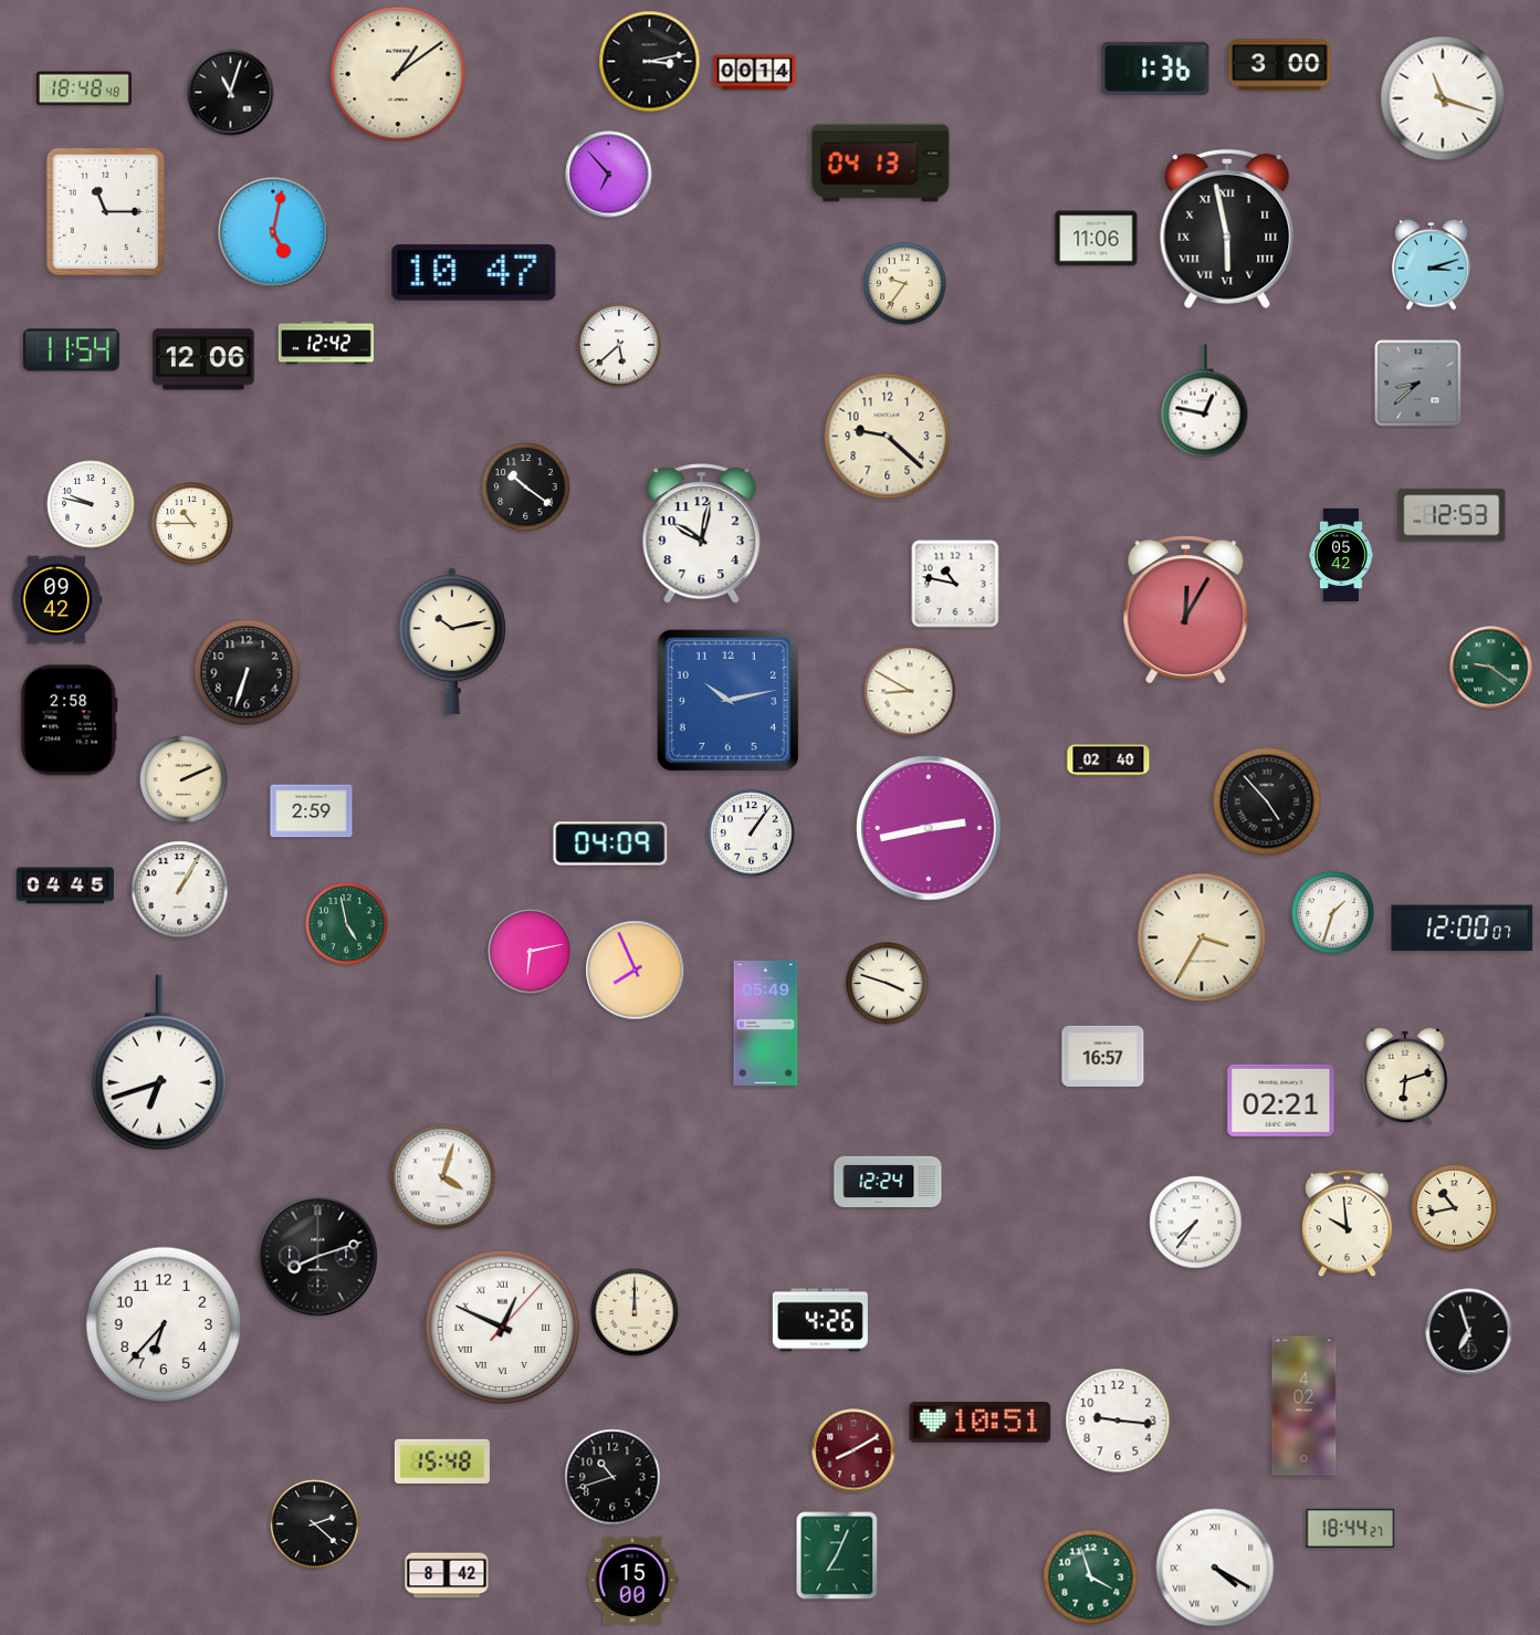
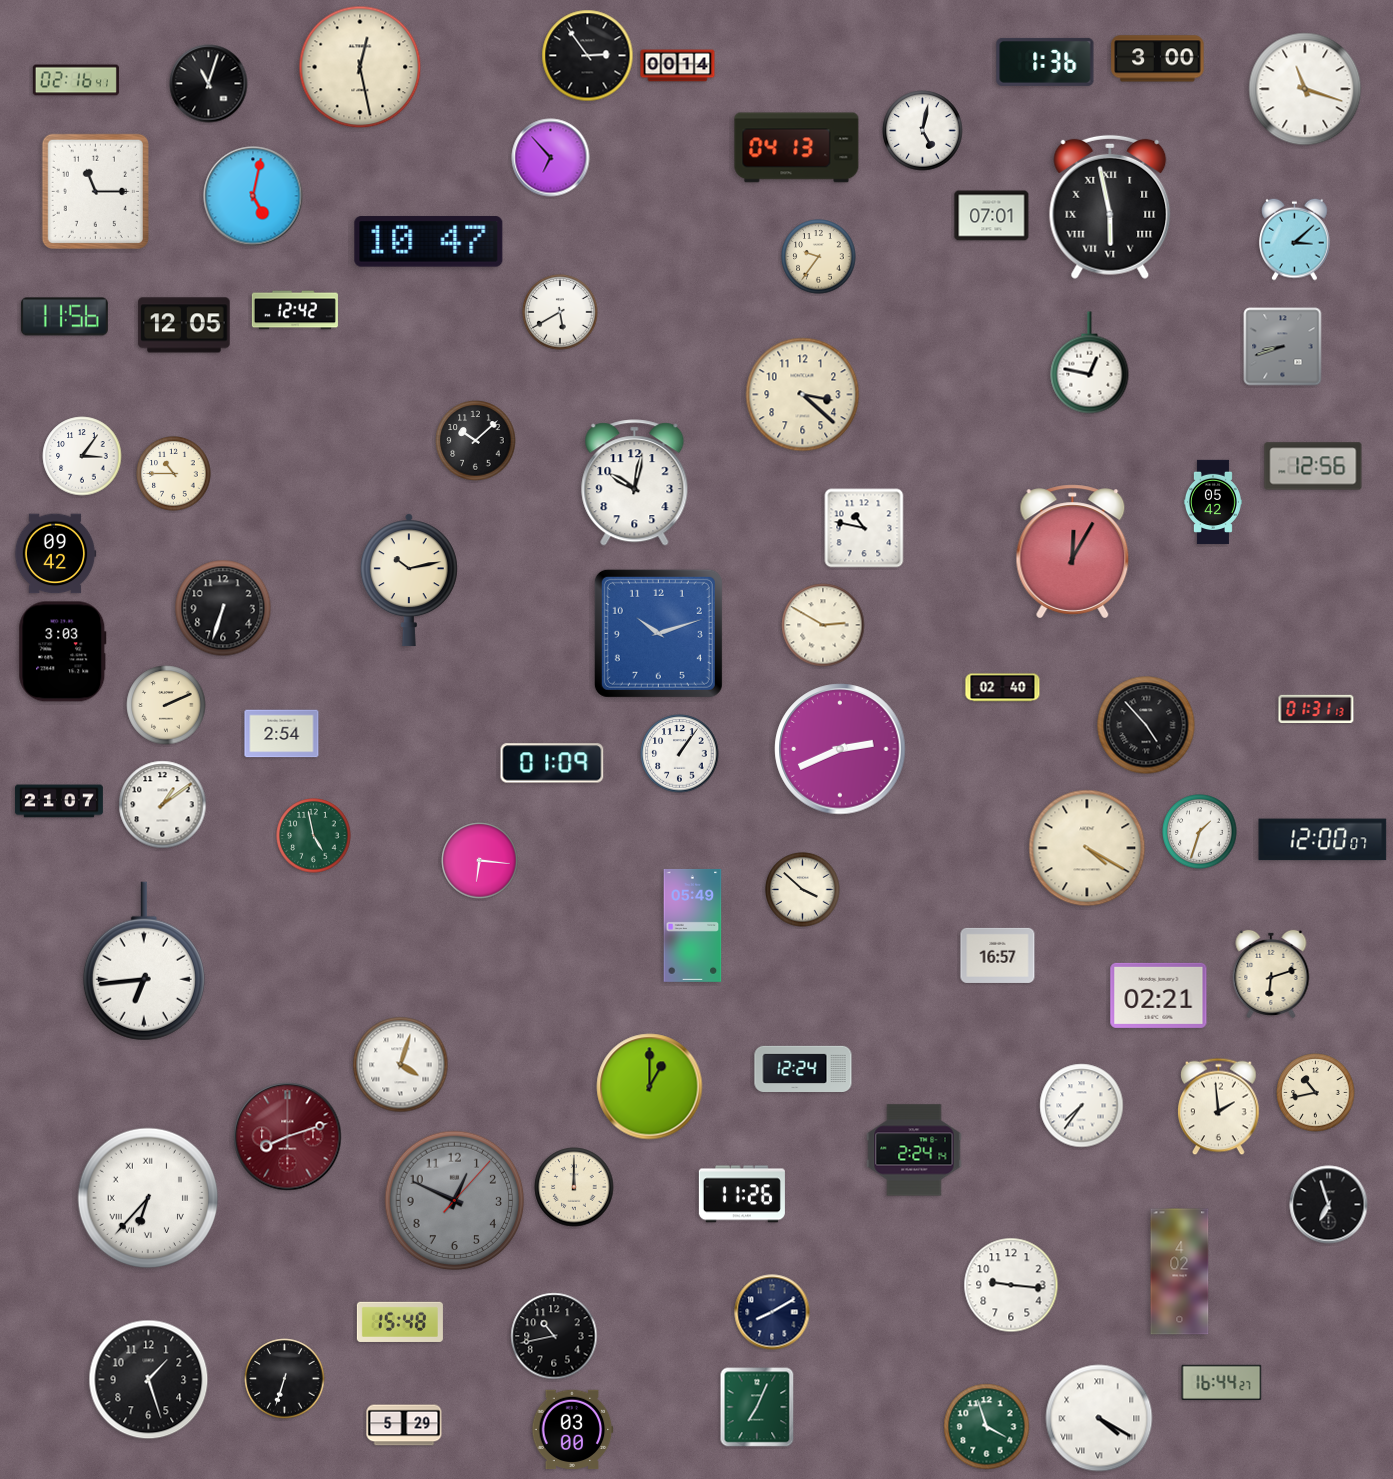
clock at (650, 62): 3:13 -> 2:54
clock at (755, 73) position: (755, 73) -> (678, 66)
clock at (398, 74): 1:09 -> 12:28
clock at (84, 88): 18:48 -> 02:16
clock at (923, 131): none -> 5:02
clock at (273, 232) position: (273, 232) -> (253, 196)
clock at (1097, 239): 11:06 -> 07:01
clock at (1432, 264): 3:12 -> 3:08
clock at (474, 273) position: (474, 273) -> (429, 242)
clock at (619, 345): 5:38 -> 5:40
clock at (71, 350): 11:54 -> 11:56
clock at (203, 359): 12:06 -> 12:05
clock at (1418, 384): 8:38 -> 8:42
clock at (888, 437): 9:22 -> 3:22
clock at (526, 488): 10:21 -> 10:08
clock at (91, 504): 9:47 -> 3:06
clock at (1452, 515): 12:53 -> 12:56
clock at (56, 600) position: (56, 600) -> (55, 554)
clock at (1491, 668): 9:21 -> none
clock at (910, 691): 8:50 -> 2:50
clock at (727, 700): 10:13 -> 10:12
clock at (70, 721): 2:58 -> 3:03
clock at (1316, 708): none -> 01:31
clock at (312, 811): 2:59 -> 2:54
clock at (929, 828): 2:43 -> 2:41
clock at (610, 843): 04:09 -> 01:09
clock at (65, 885): 04:45 -> 21:07
clock at (180, 890): 1:05 -> 1:09
clock at (1333, 913) position: (1333, 913) -> (1200, 832)
clock at (1202, 937): 3:35 -> 4:20
clock at (531, 952): 6:13 -> 6:16
clock at (636, 971): 7:56 -> none
clock at (888, 984): 3:48 -> 3:52
clock at (159, 1062): 6:42 -> 6:44
clock at (650, 1087): none -> 1:00
clock at (1348, 1224): 9:59 -> 1:59
clock at (318, 1257) dial: black -> burgundy
clock at (914, 1150): none -> 2:24
clock at (820, 1320): 4:26 -> 11:26
clock at (164, 1324) numerals: Arabic -> Roman
clock at (503, 1328) dial: white -> grey
clock at (503, 1328) numerals: Roman -> Arabic
clock at (981, 1423): 10:51 -> none
clock at (853, 1450) dial: burgundy -> navy
clock at (612, 1477): 10:42 -> 10:43
clock at (315, 1524): 2:22 -> 6:33
clock at (149, 1380): none -> 1:27
clock at (1351, 1528): 18:44 -> 16:44
clock at (447, 1575): 8:42 -> 5:29
clock at (632, 1581): 15:00 -> 03:00
